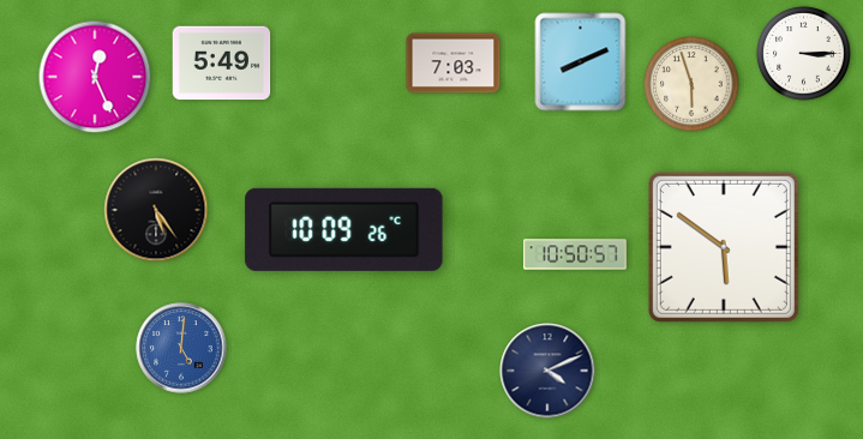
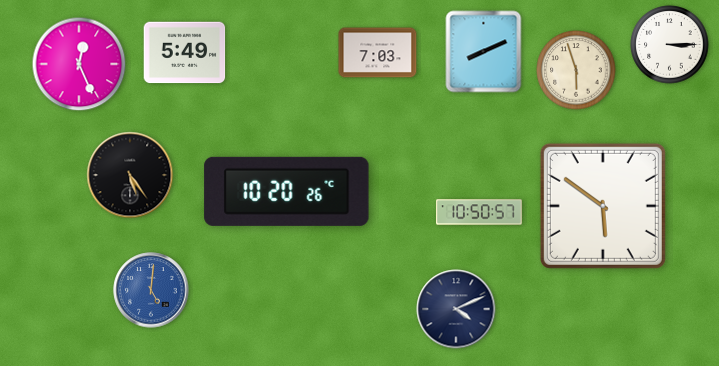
clock at (344, 229): 10:09 -> 10:20
